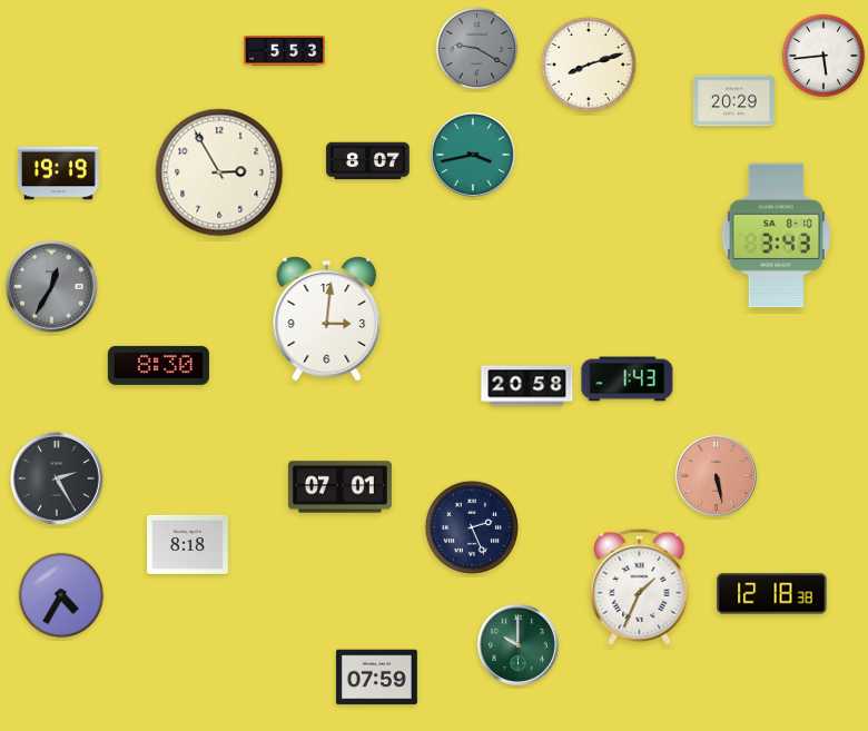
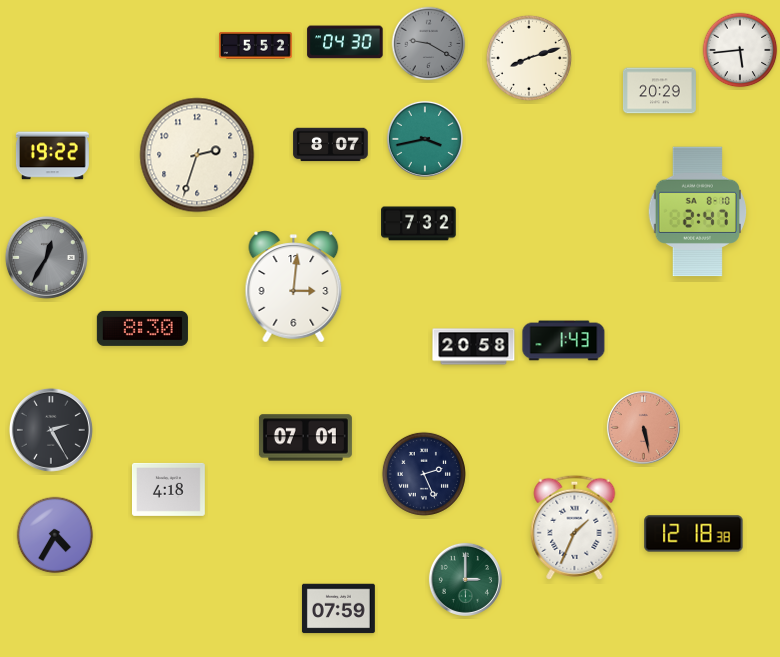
clock at (345, 42): none -> 04:30
clock at (285, 51): 5:53 -> 5:52
clock at (219, 172): 2:55 -> 2:33
clock at (58, 174): 19:19 -> 19:22
clock at (776, 236): 3:43 -> 2:47
clock at (419, 224): none -> 7:32
clock at (187, 544): 8:18 -> 4:18
clock at (517, 644): 10:00 -> 3:00
